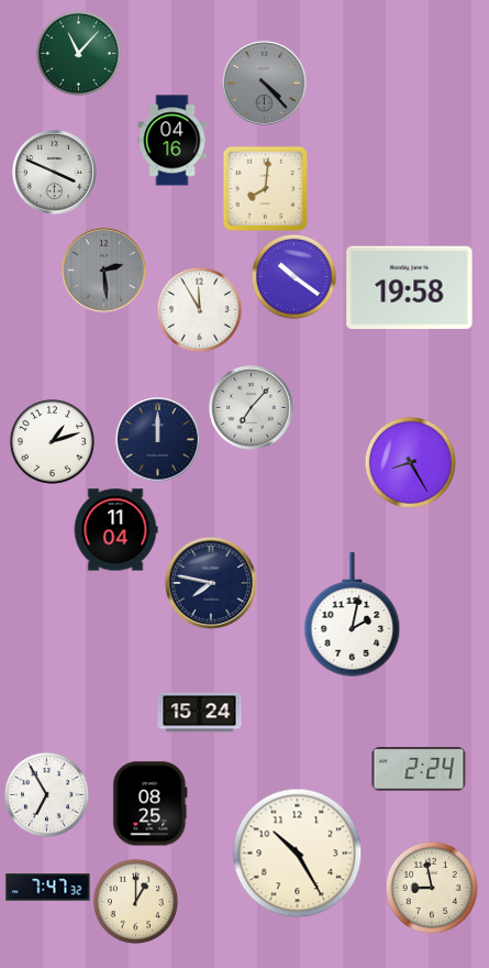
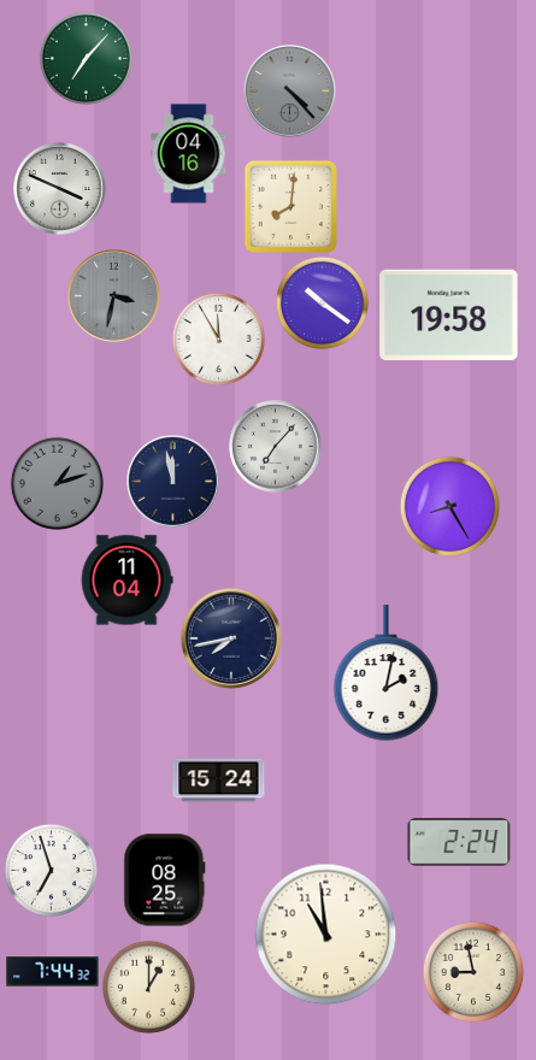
clock at (78, 53): 11:07 -> 7:07
clock at (104, 271): 2:29 -> 3:32
clock at (158, 440): 12:00 -> 11:58
clock at (52, 441) dial: white -> grey
clock at (211, 583): 7:47 -> 7:43
clock at (46, 794): 6:55 -> 6:57
clock at (298, 854): 10:25 -> 10:59
clock at (48, 888): 7:47 -> 7:44
